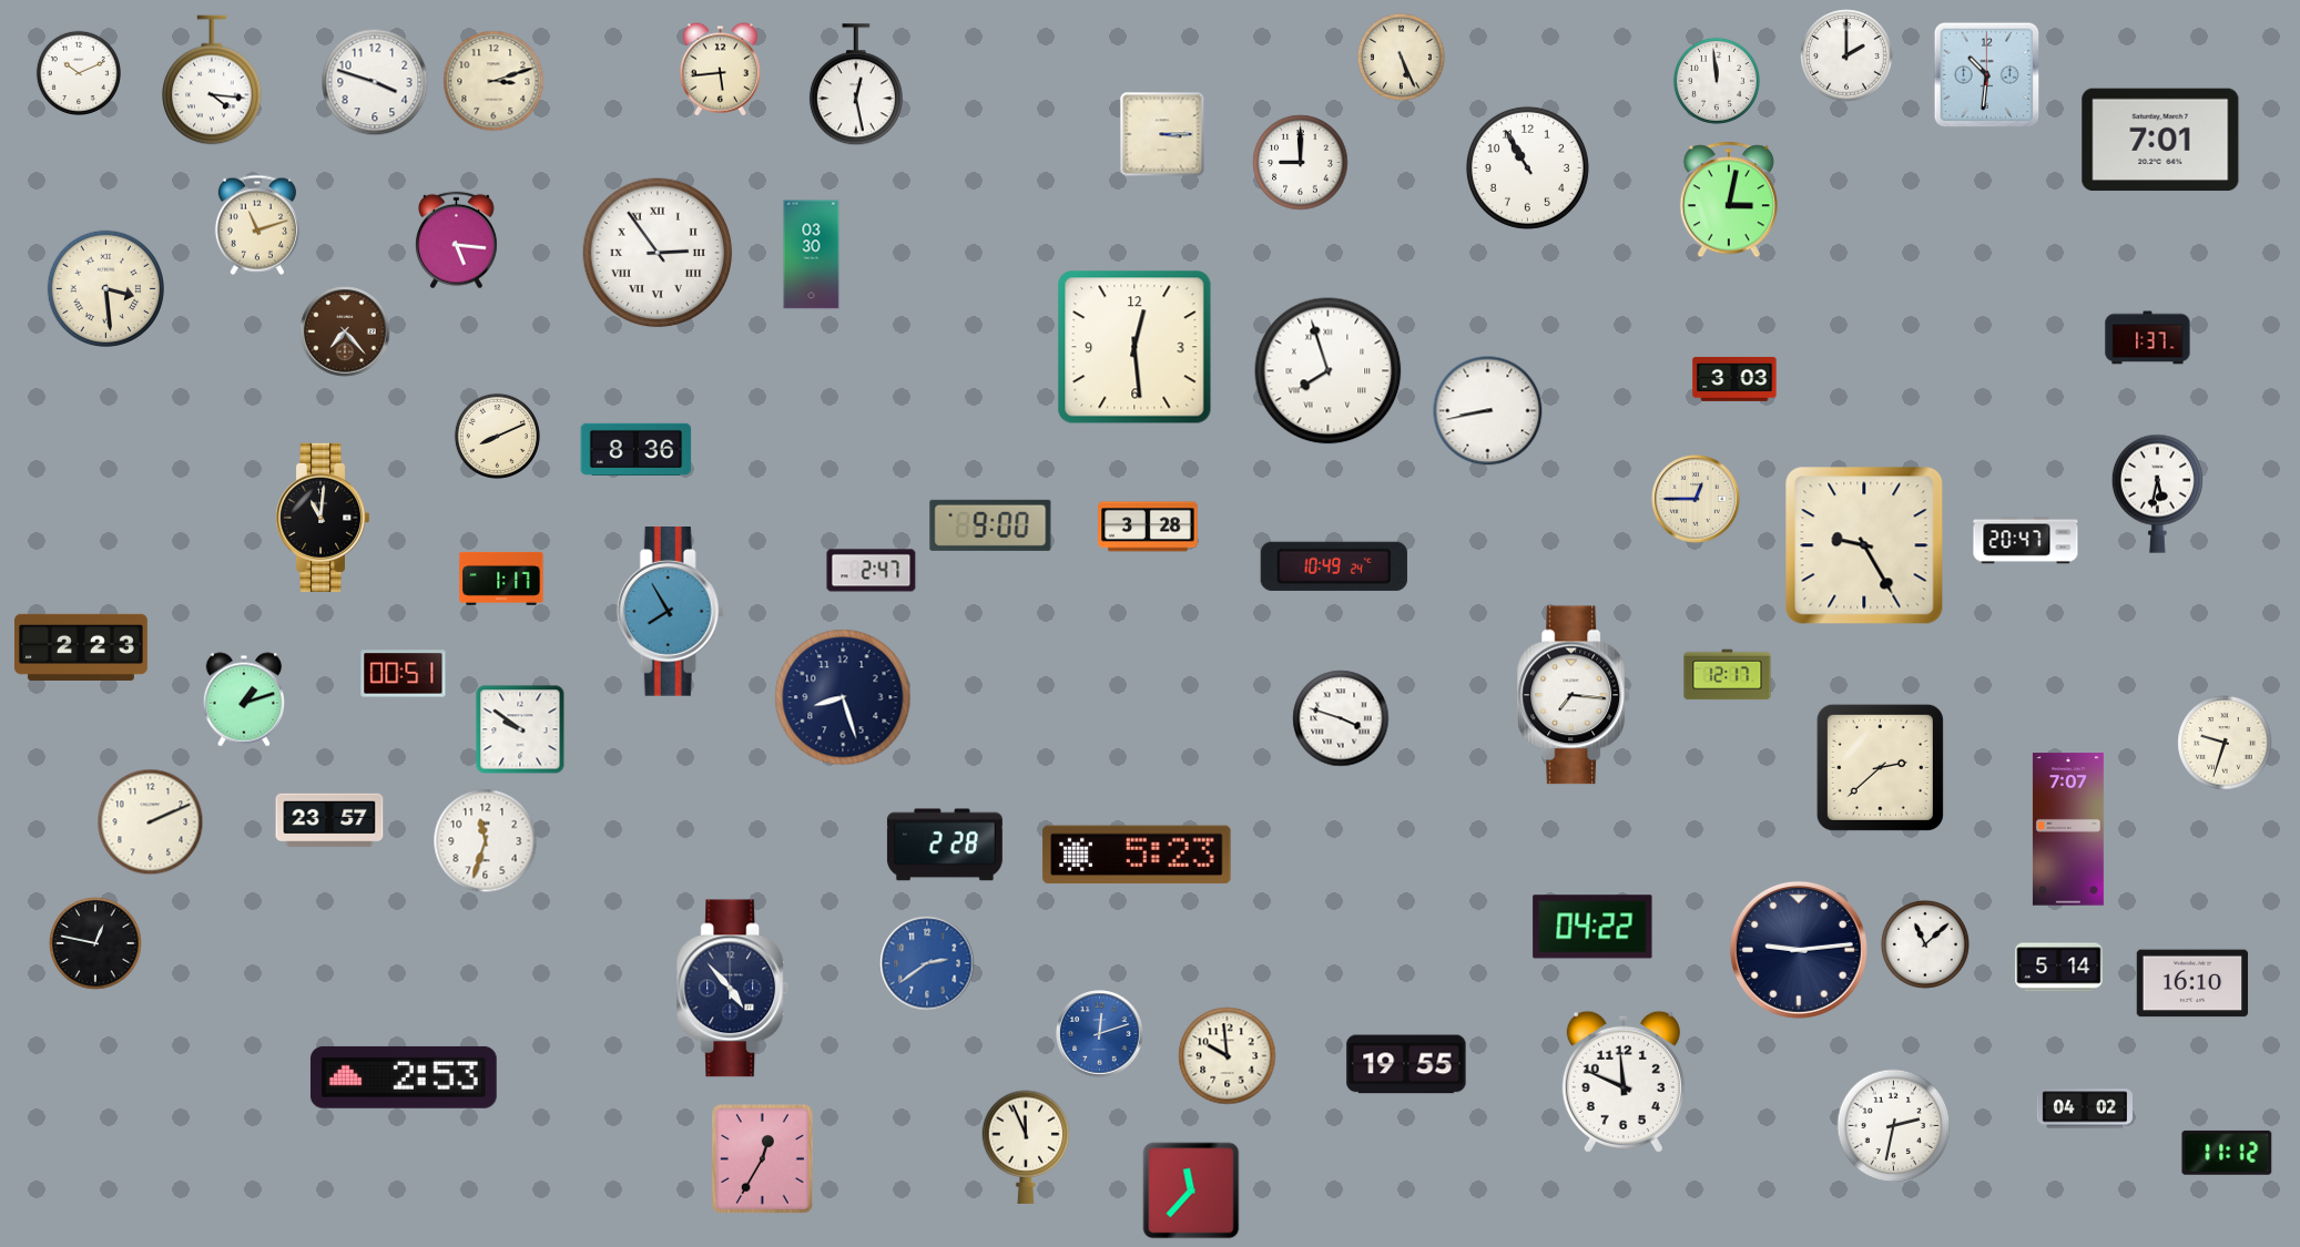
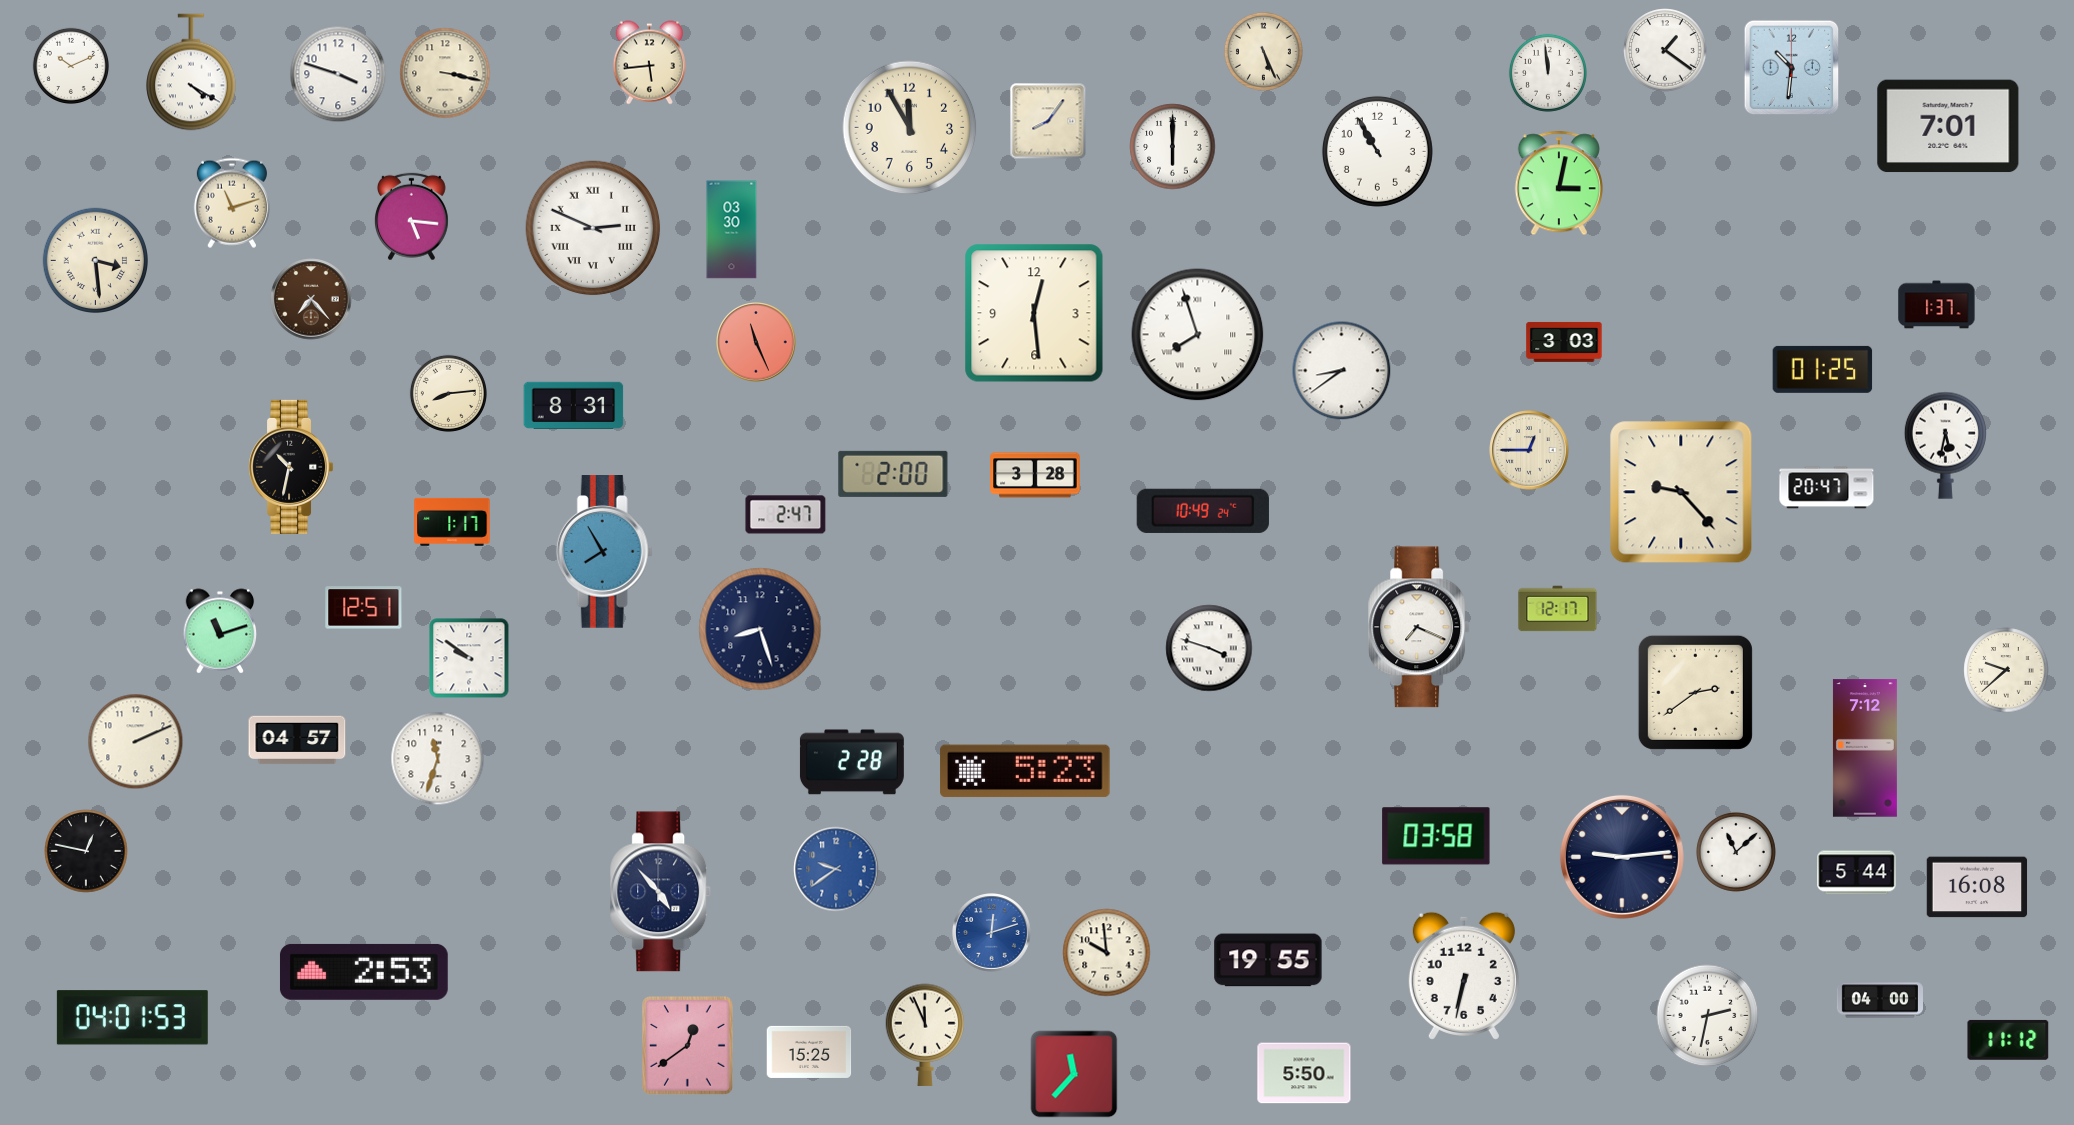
clock at (1846, 55): 2:00 -> 1:21
clock at (212, 80): 4:16 -> 4:20
clock at (493, 81): 3:12 -> 3:17
clock at (856, 85): 12:28 -> none
clock at (1162, 134): 3:15 -> 8:06
clock at (910, 128): none -> 11:55
clock at (1301, 163): 9:00 -> 6:00
clock at (1729, 200) position: (1729, 200) -> (1559, 183)
clock at (658, 253): 2:54 -> 2:49
clock at (1134, 347) position: (1134, 347) -> (1034, 313)
clock at (756, 342): none -> 11:26
clock at (1823, 369): none -> 01:25
clock at (1488, 411): 8:43 -> 8:39
clock at (497, 436): 8:11 -> 8:14
clock at (637, 449): 8:36 -> 8:31
clock at (323, 518): 11:01 -> 10:32
clock at (990, 525): 9:00 -> 2:00
clock at (1864, 545): 9:25 -> 9:23
clock at (82, 647): 2:23 -> none
clock at (404, 674): 00:51 -> 12:51
clock at (1575, 695): 7:16 -> 7:19
clock at (244, 699): 1:12 -> 11:12
clock at (2225, 743): 9:33 -> 9:38
clock at (1880, 767): 2:38 -> 2:39
clock at (329, 820): 23:57 -> 04:57
clock at (2068, 829): 7:07 -> 7:12
clock at (1592, 927): 04:22 -> 03:58
clock at (927, 963): 2:39 -> 9:39
clock at (2059, 968): 5:14 -> 5:44
clock at (2192, 983): 16:10 -> 16:08
clock at (1624, 1082): 11:49 -> 6:32
clock at (2085, 1108): 04:02 -> 04:00
clock at (132, 1018): none -> 04:01
clock at (762, 1159): 12:35 -> 12:39
clock at (809, 1052): none -> 15:25
clock at (1304, 1073): none -> 5:50
